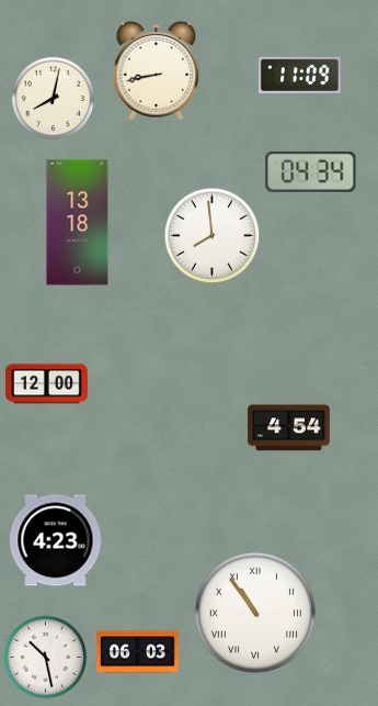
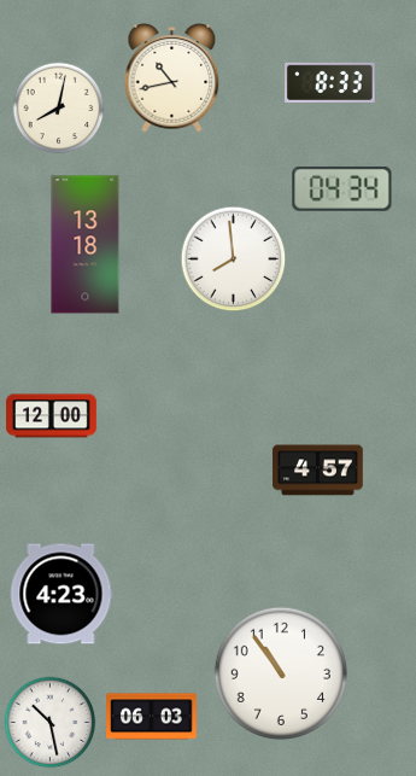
clock at (157, 71): 8:43 -> 10:43
clock at (300, 75): 11:09 -> 8:33
clock at (47, 384) position: (47, 384) -> (52, 416)
clock at (289, 428): 4:54 -> 4:57
clock at (255, 613) numerals: Roman -> Arabic
